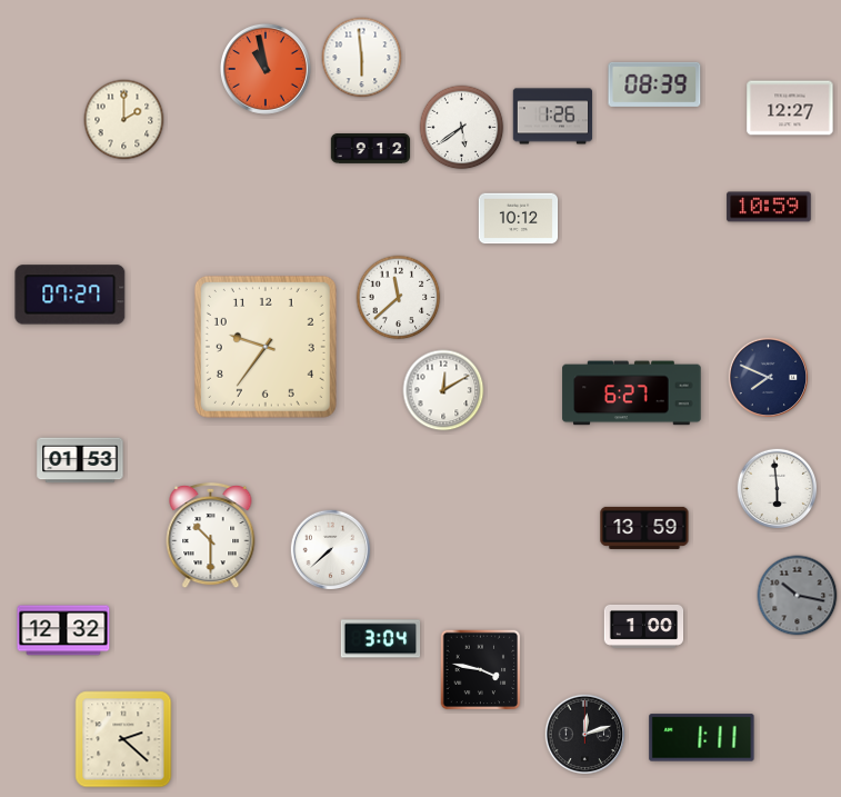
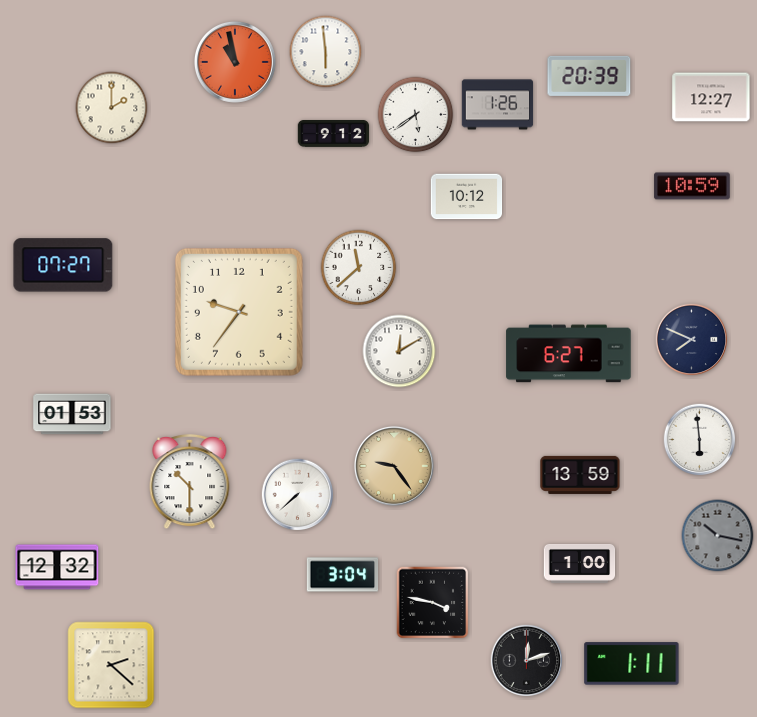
clock at (266, 69) position: (266, 69) -> (235, 62)
clock at (654, 84): 08:39 -> 20:39
clock at (394, 466): none -> 9:24
